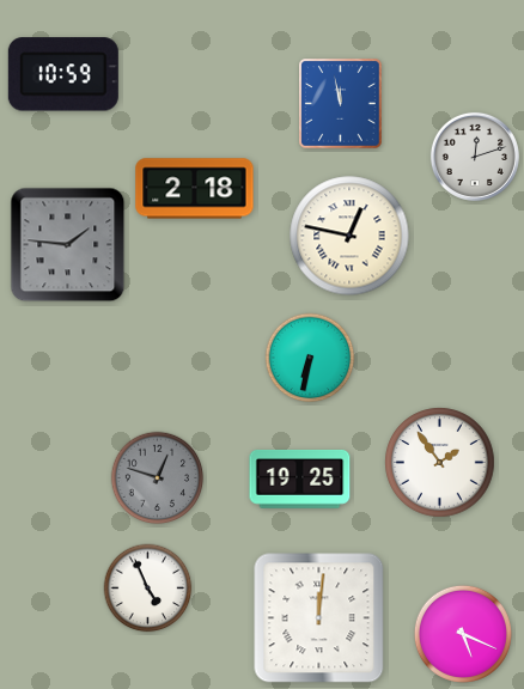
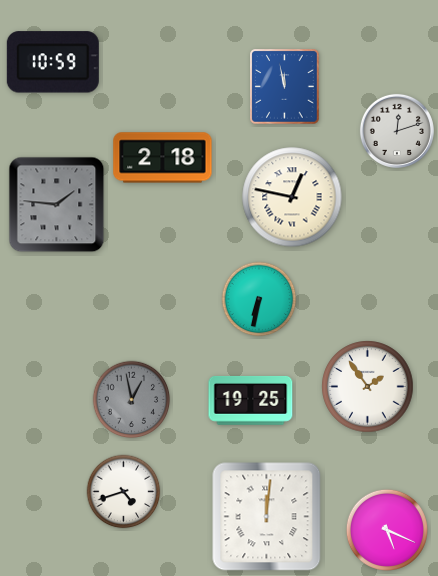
clock at (158, 478): 12:48 -> 12:58
clock at (148, 589): 4:56 -> 4:42
